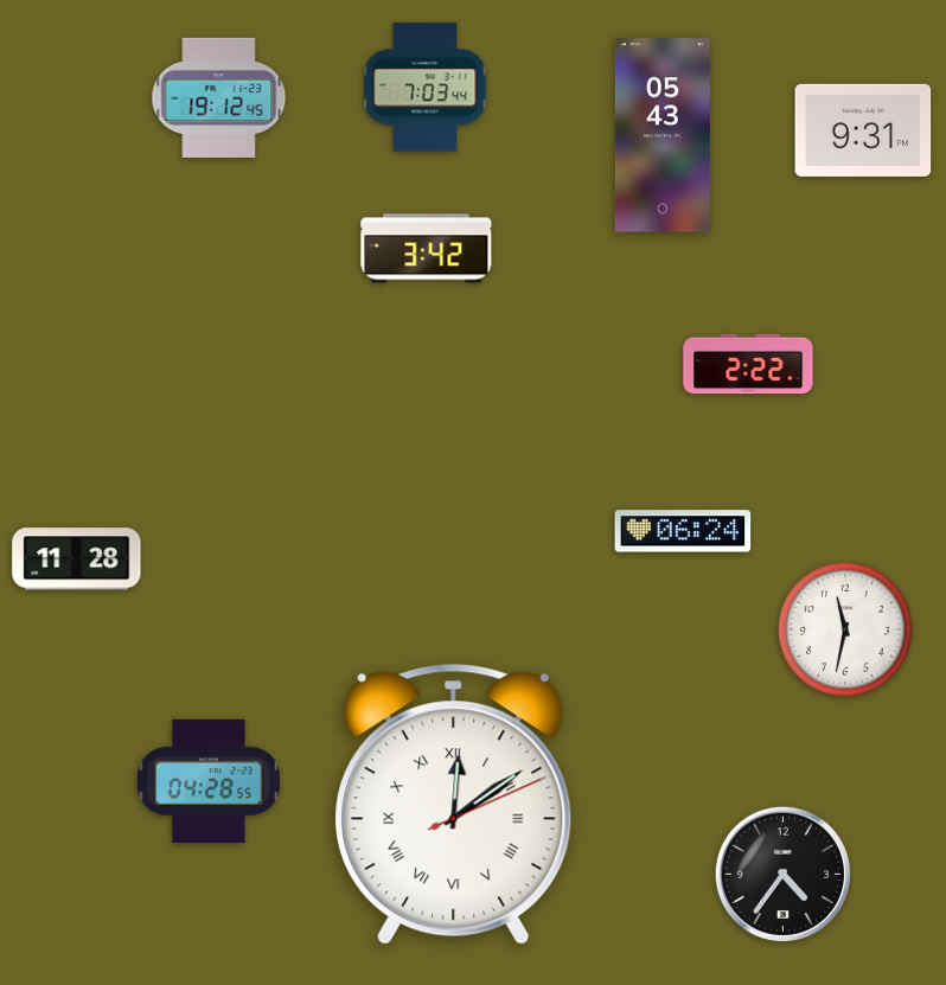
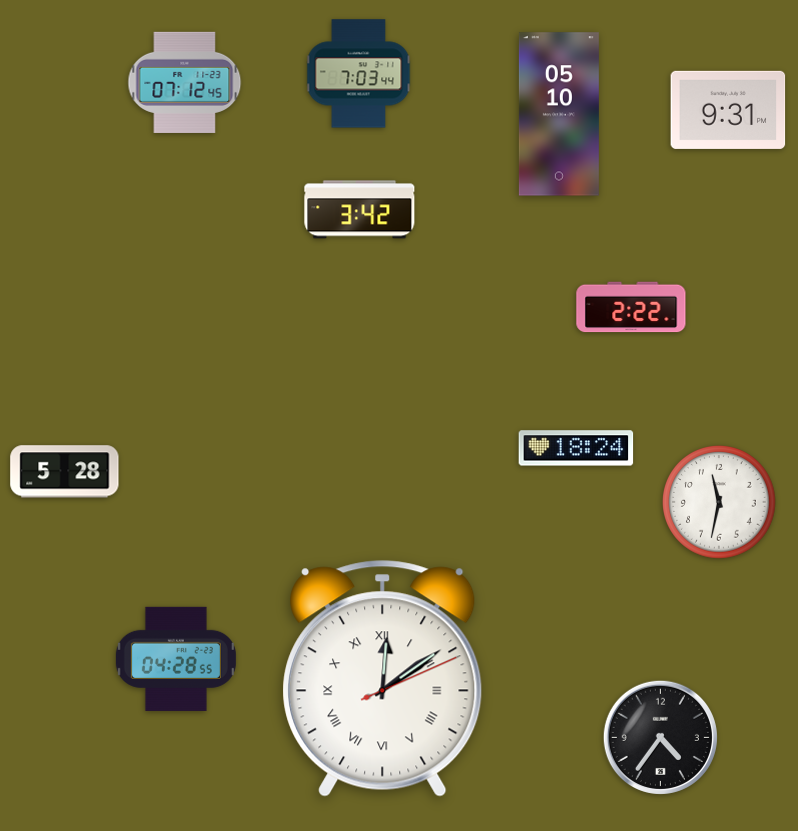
clock at (219, 97): 19:12 -> 07:12
clock at (663, 135): 05:43 -> 05:10
clock at (683, 531): 06:24 -> 18:24
clock at (77, 559): 11:28 -> 5:28
clock at (846, 631) position: (846, 631) -> (720, 503)
